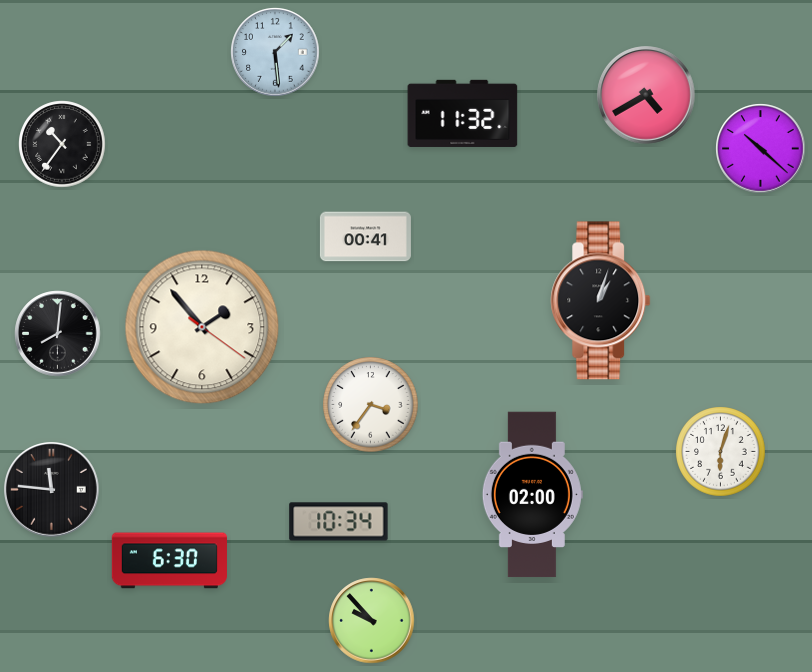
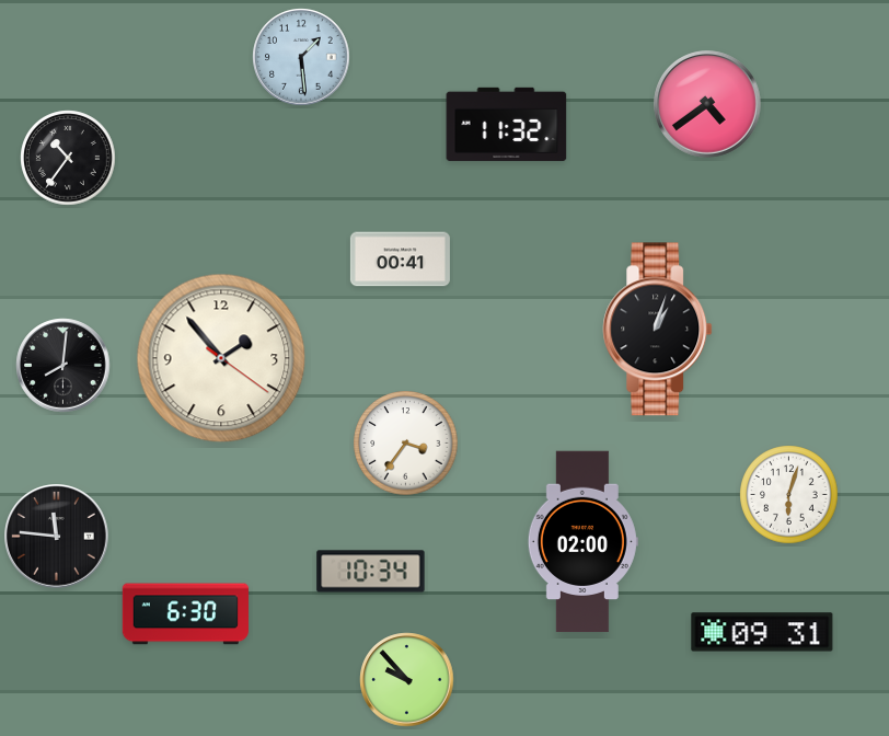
clock at (647, 96): 4:40 -> 4:39
clock at (761, 149): 10:22 -> none
clock at (762, 632): none -> 09:31
